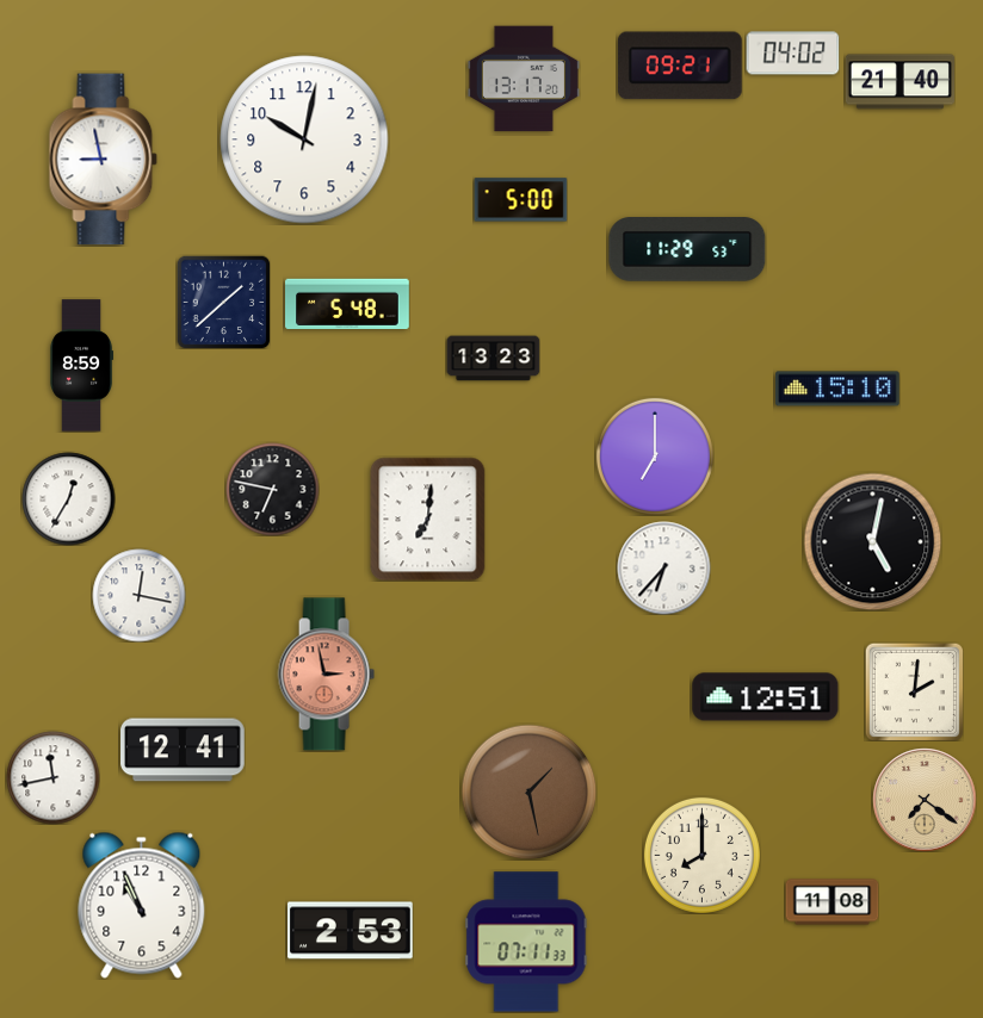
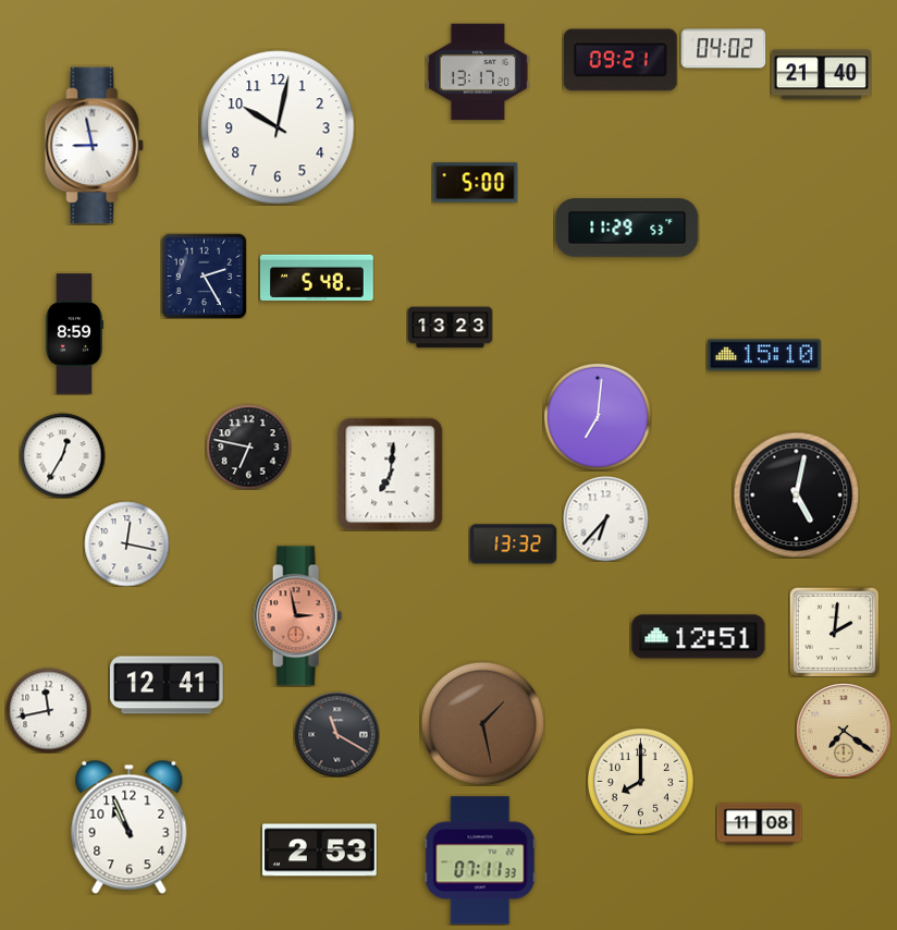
clock at (223, 302): 1:38 -> 2:25
clock at (655, 457): 7:00 -> 7:01
clock at (513, 544): none -> 13:32
clock at (336, 734): none -> 11:20
